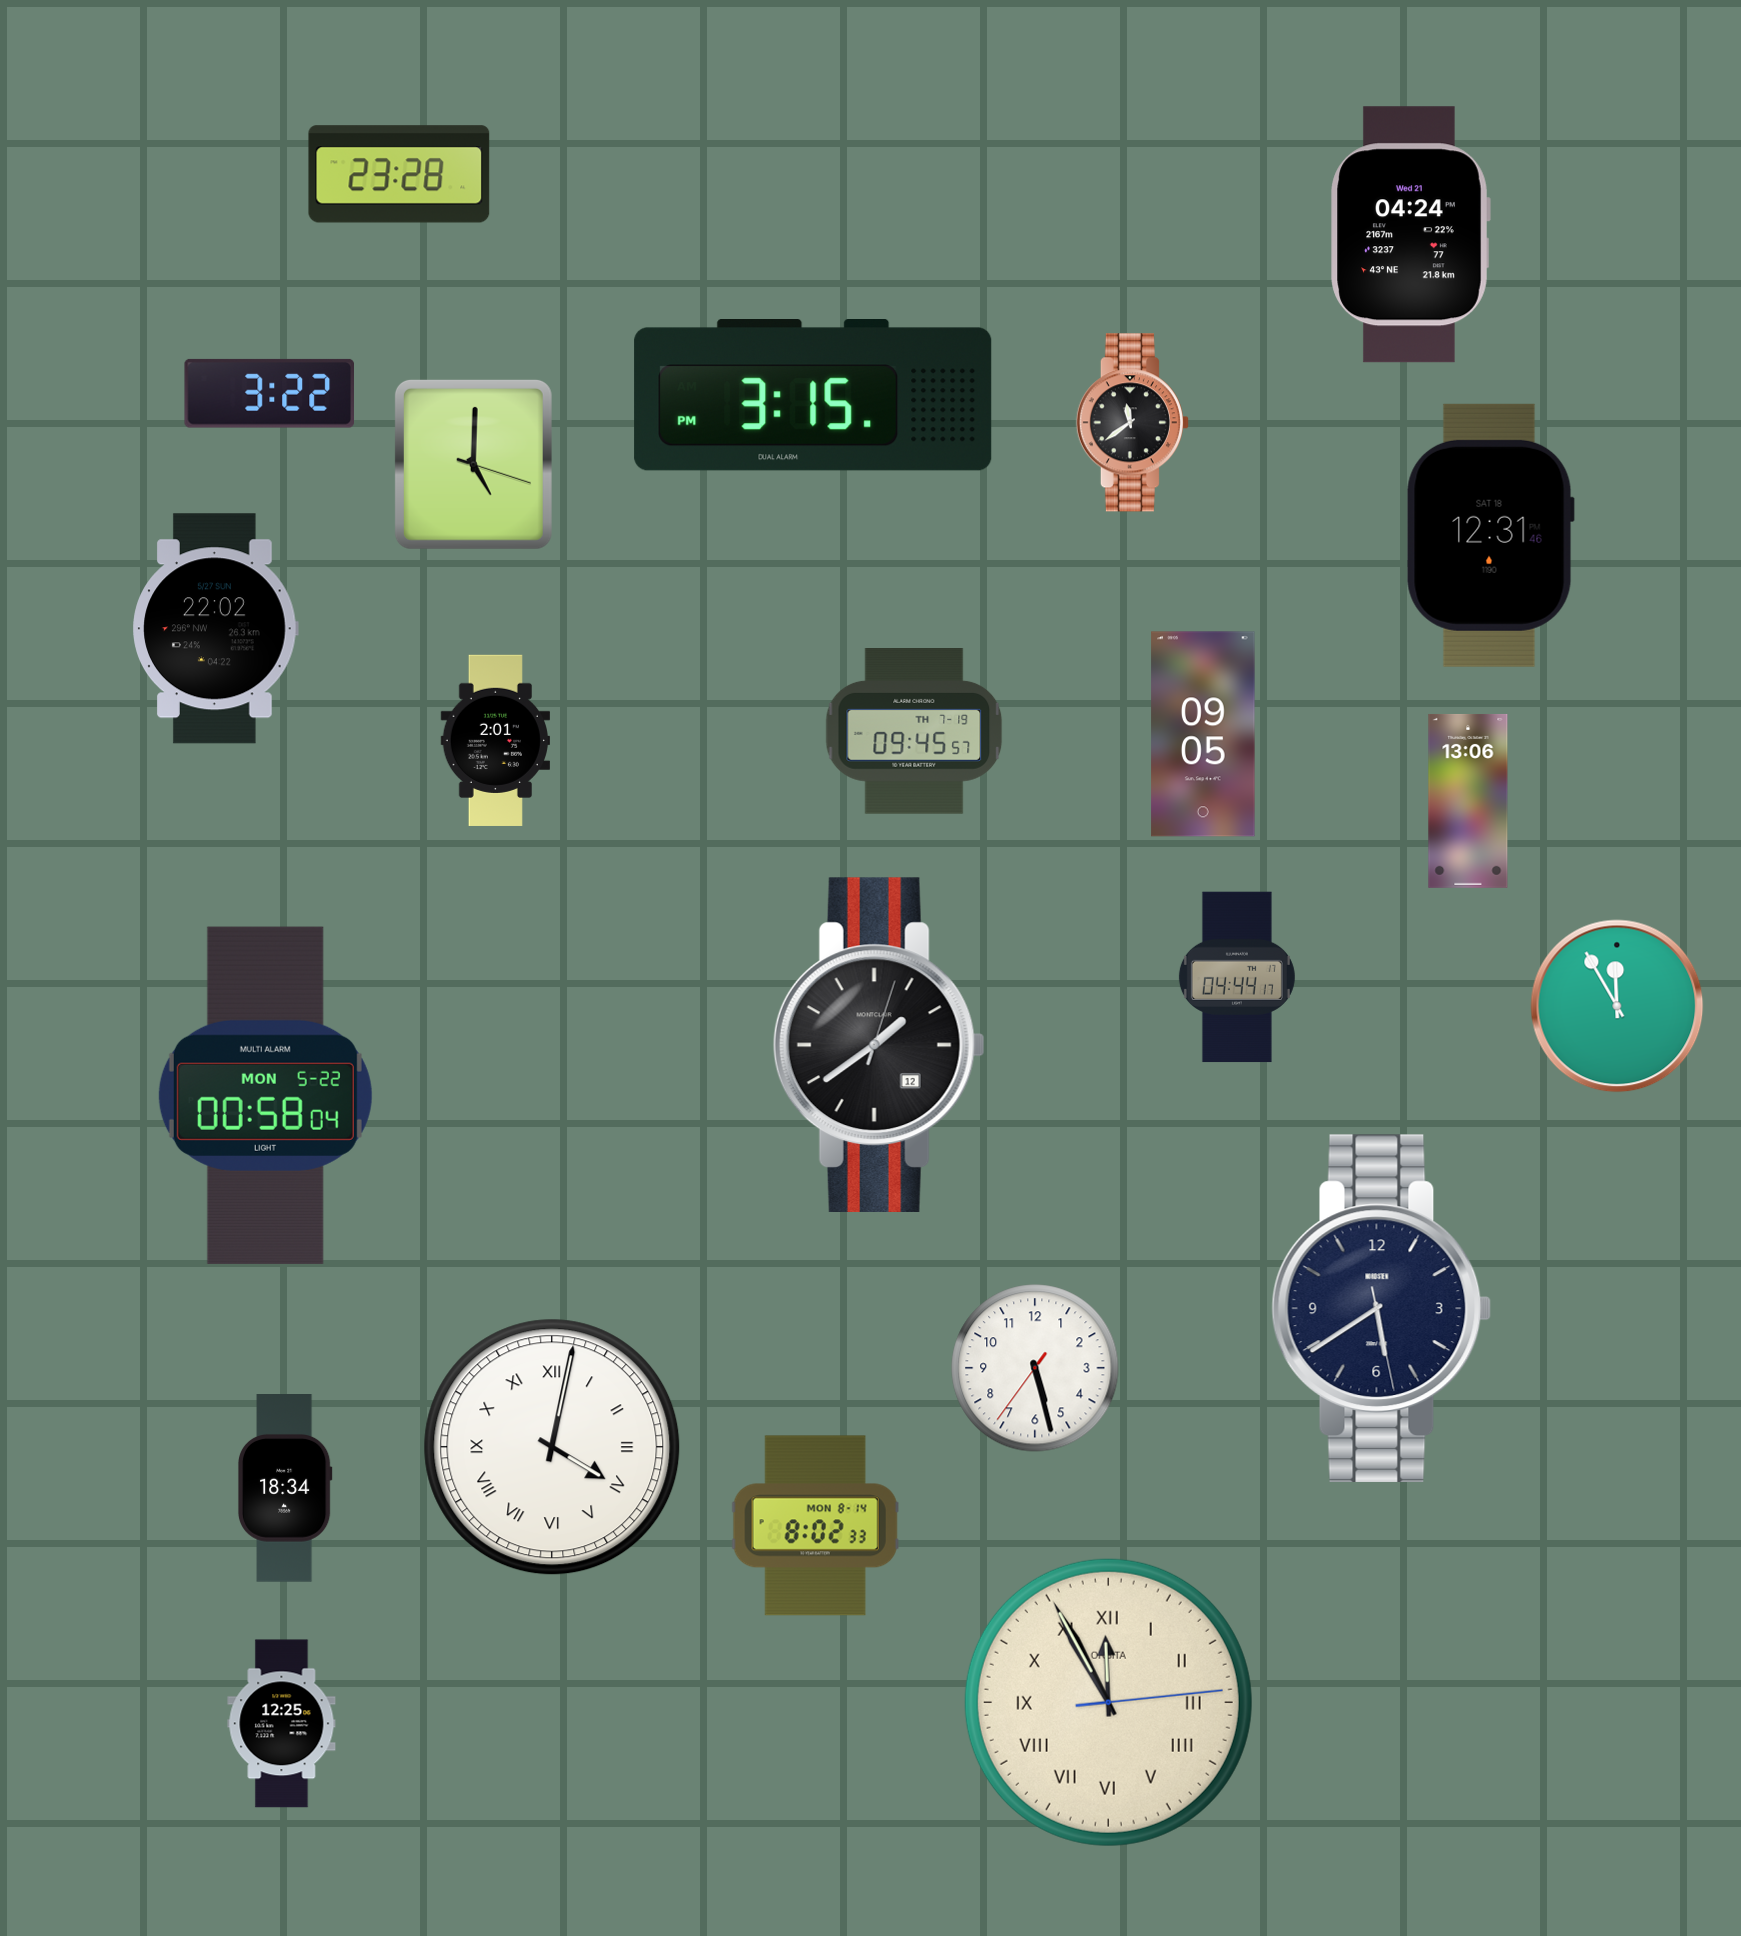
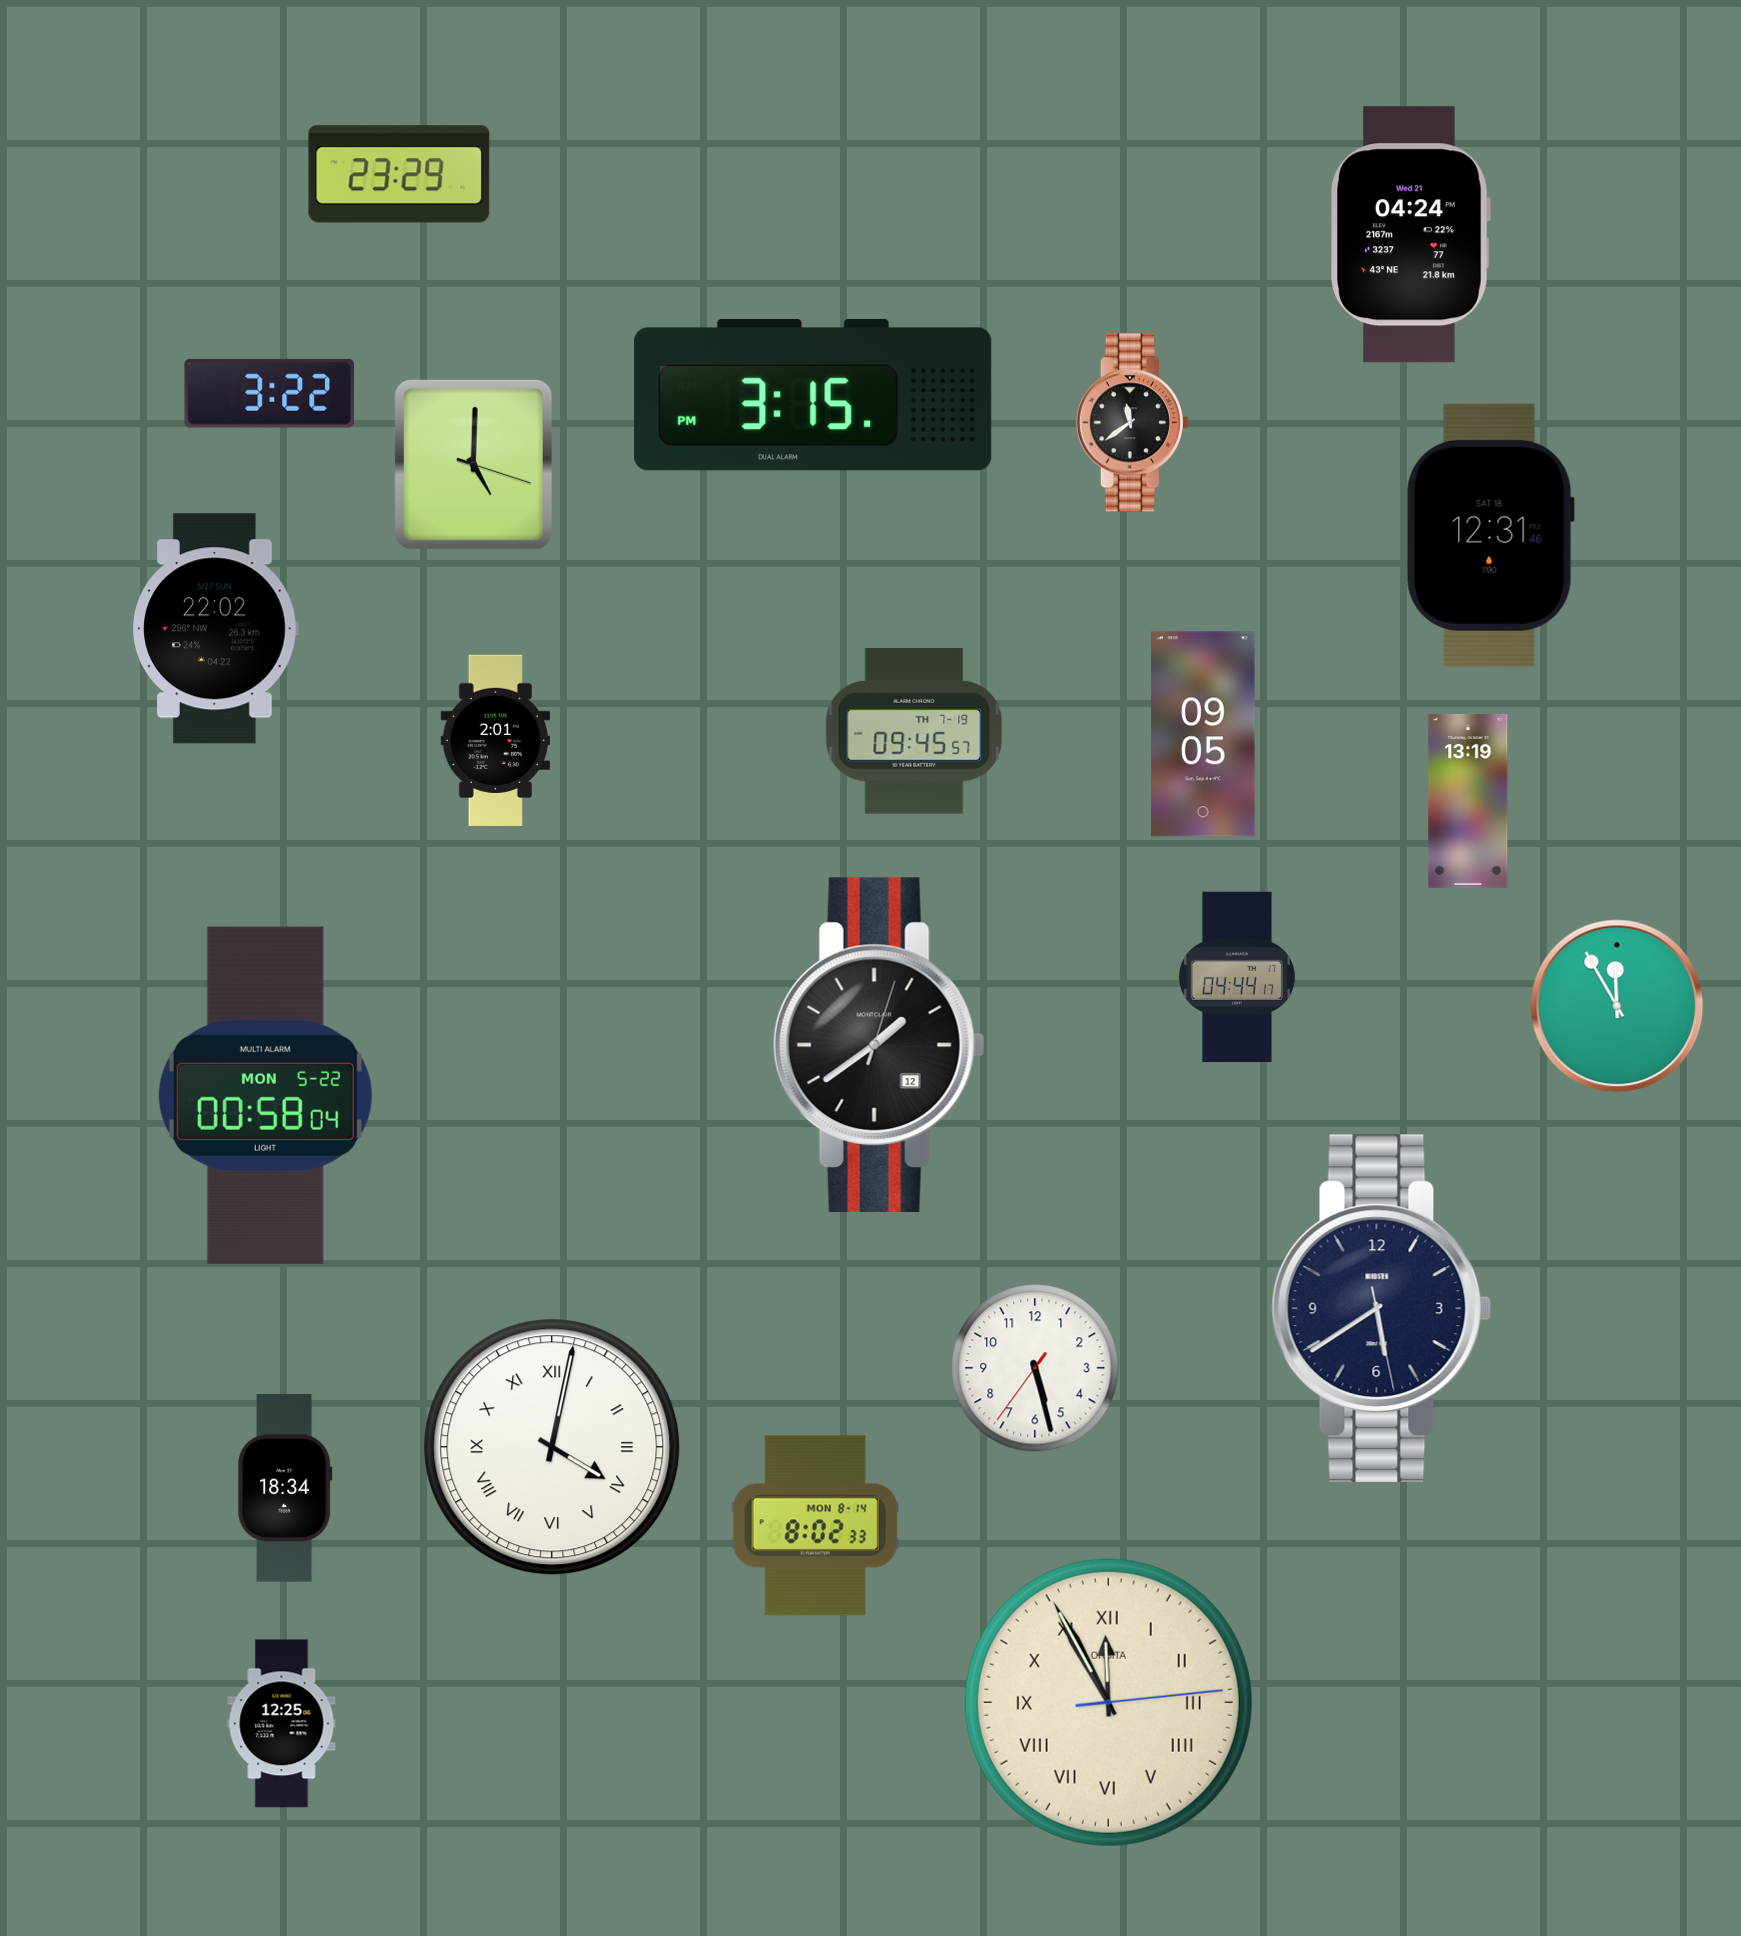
clock at (399, 174): 23:28 -> 23:29
clock at (1468, 801): 13:06 -> 13:19
